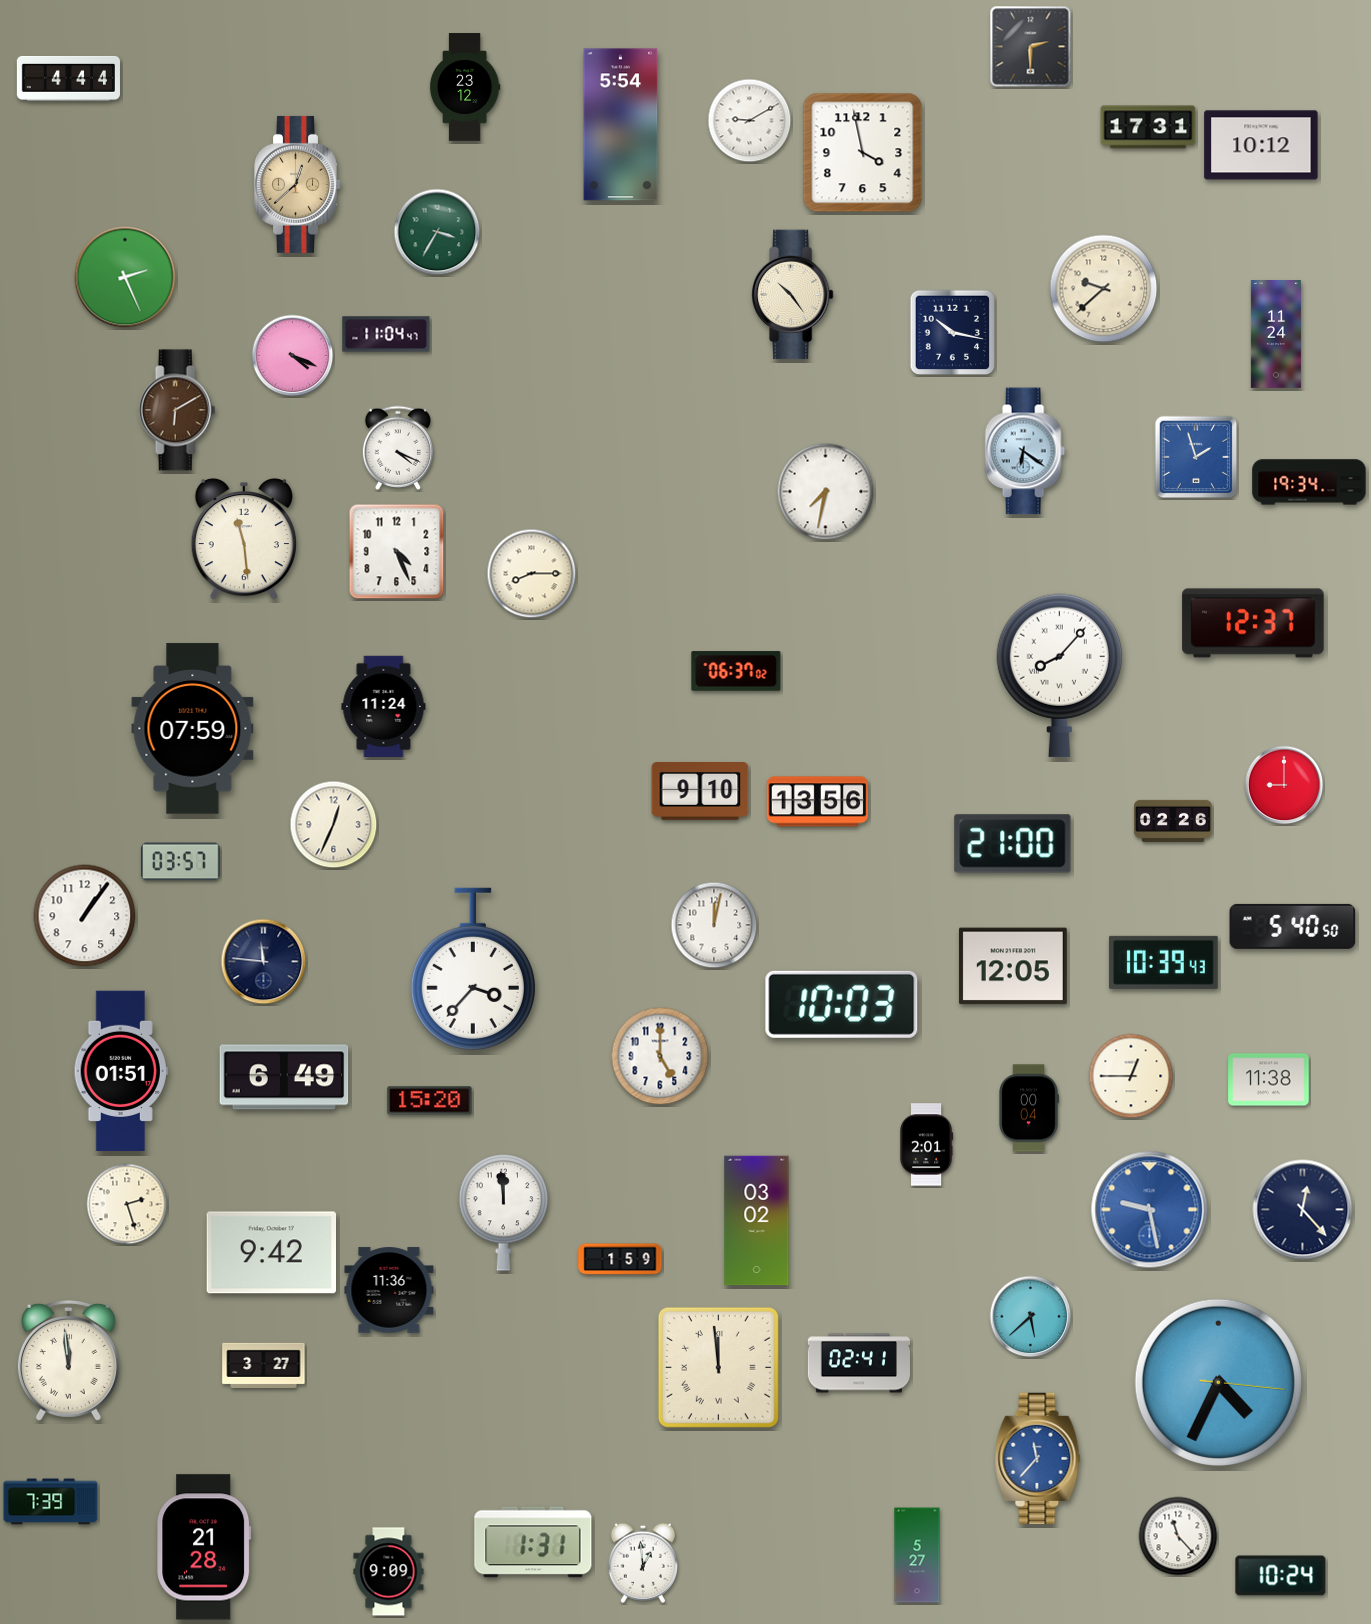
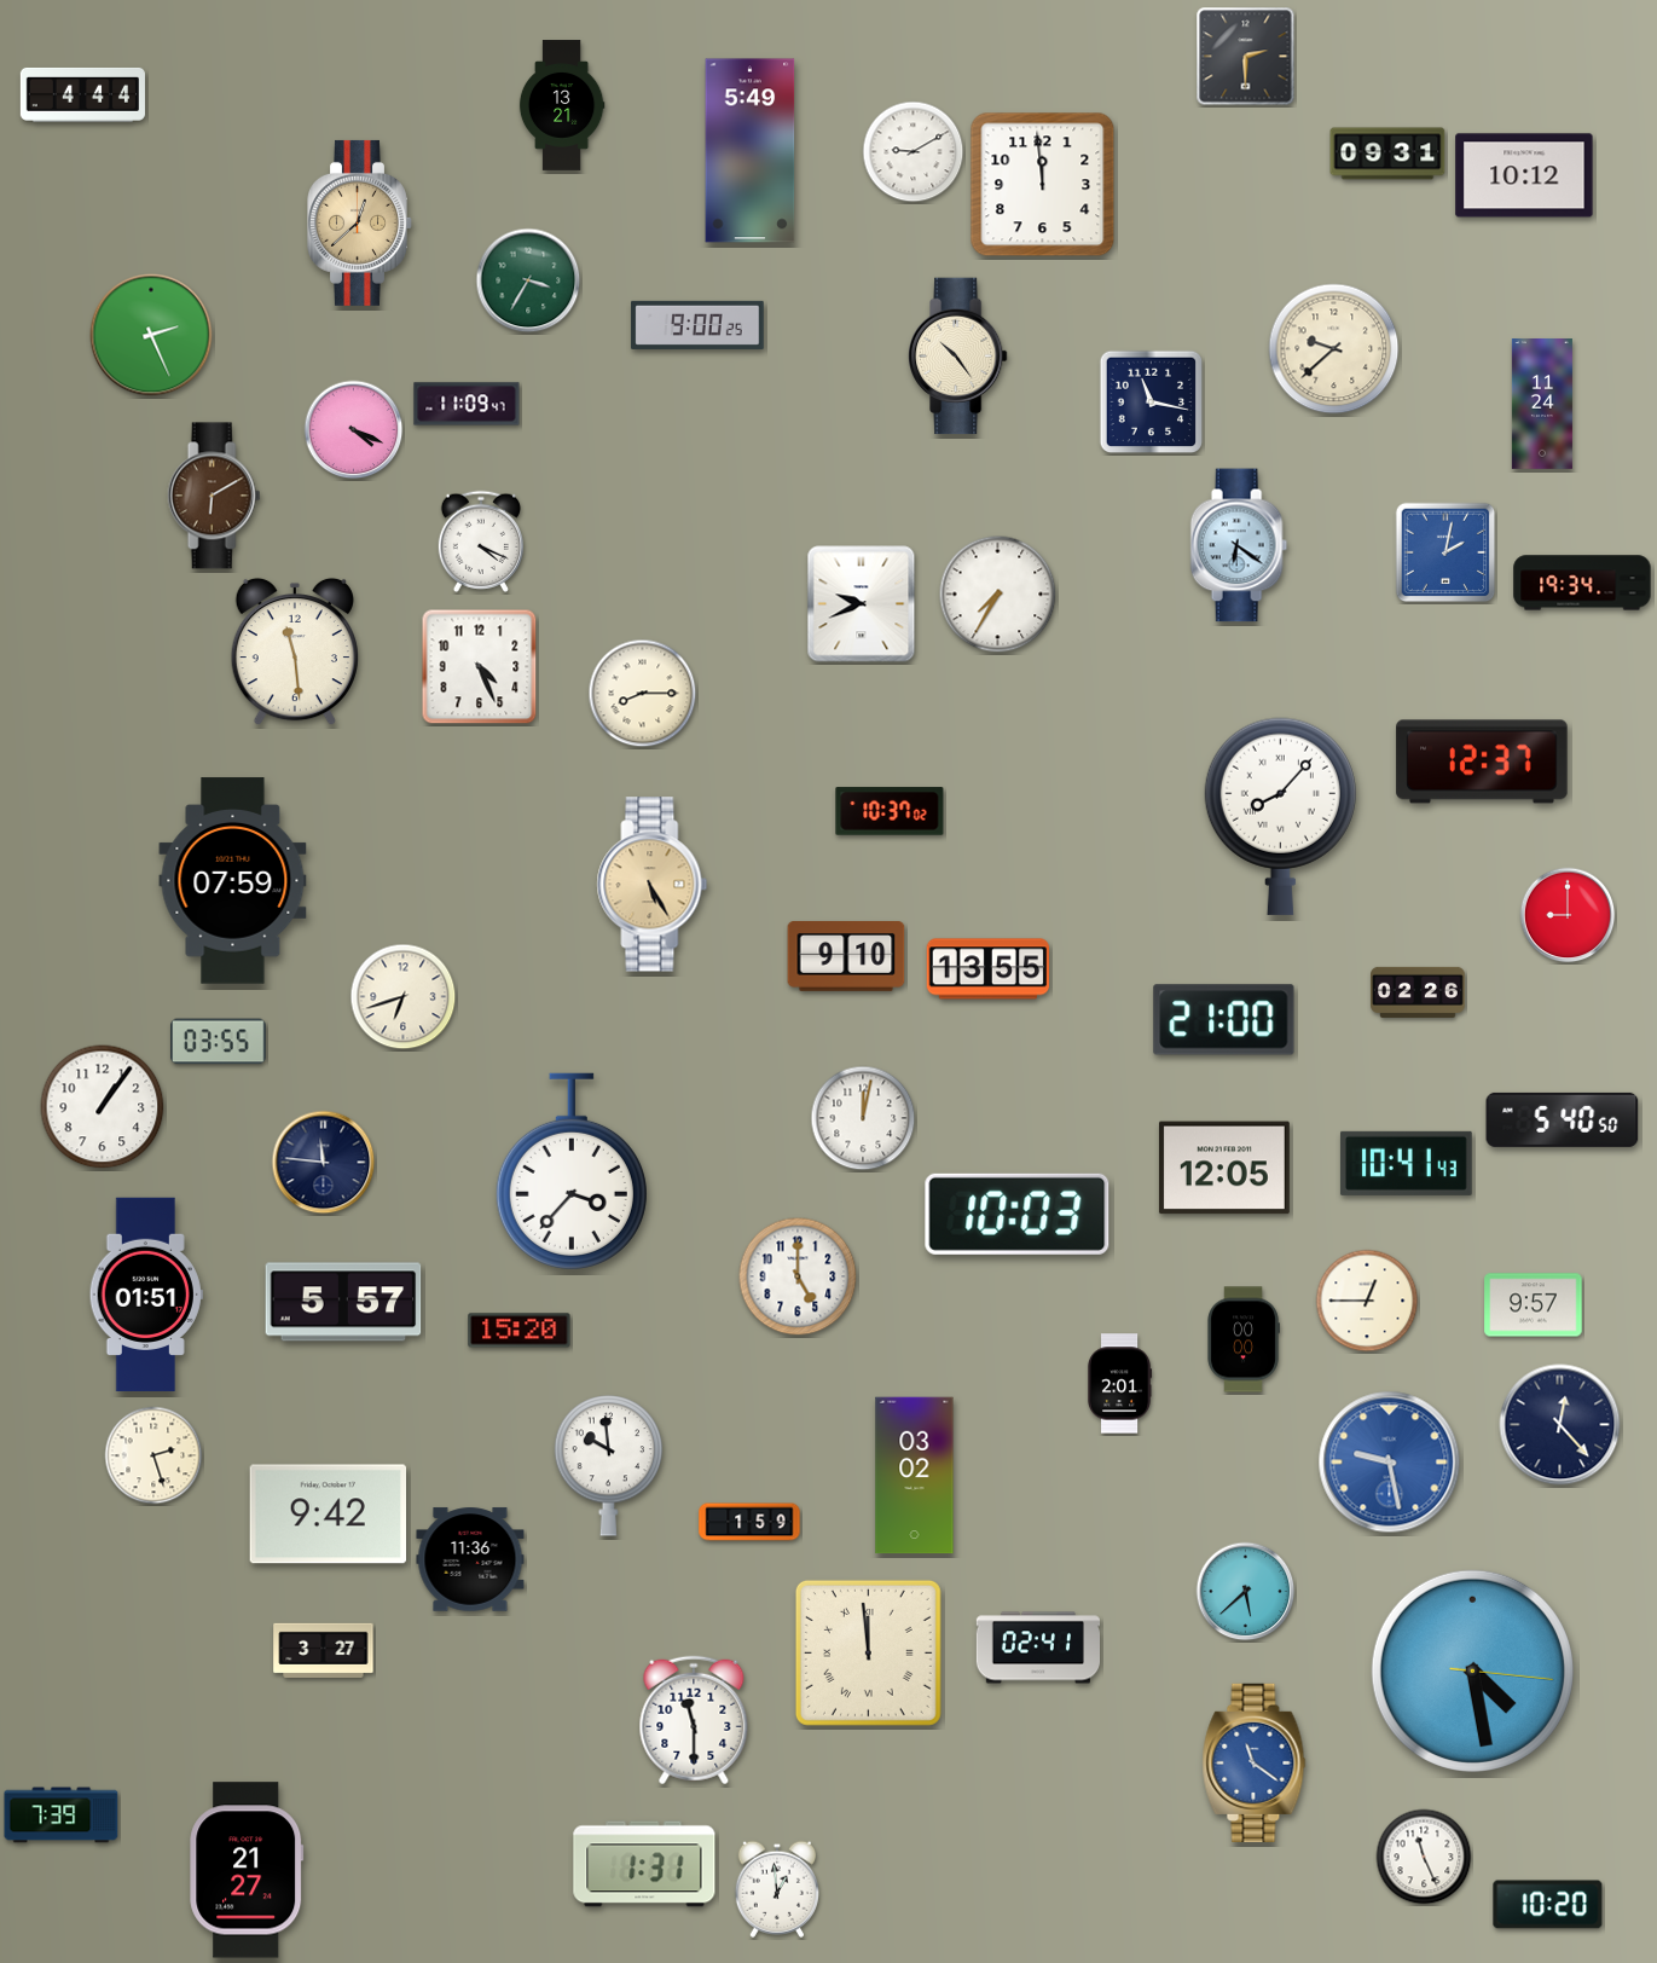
clock at (465, 87): 23:12 -> 13:21
clock at (750, 121) position: (750, 121) -> (914, 152)
clock at (621, 125): 5:54 -> 5:49
clock at (1148, 127): 17:31 -> 09:31
clock at (863, 153): 3:58 -> 11:59
clock at (697, 325): none -> 9:00
clock at (953, 333): 10:17 -> 11:17
clock at (386, 334): 11:04 -> 11:09
clock at (1196, 457): 1:57 -> 2:02
clock at (826, 492): 7:32 -> 7:35
clock at (862, 604): none -> 9:41
clock at (1253, 623) position: (1253, 623) -> (1482, 762)
clock at (736, 671): 06:37 -> 10:37
clock at (384, 707): 11:24 -> none
clock at (653, 885): none -> 5:25
clock at (1284, 785) position: (1284, 785) -> (1568, 915)
clock at (818, 802): 13:56 -> 13:55
clock at (334, 825): 12:34 -> 6:42
clock at (181, 862): 03:57 -> 03:55
clock at (264, 962) position: (264, 962) -> (324, 1163)
clock at (1163, 962): 10:39 -> 10:41
clock at (284, 1077): 6:49 -> 5:57
clock at (1269, 1080): 11:38 -> 9:57
clock at (1029, 1108): 00:04 -> 00:00
clock at (1303, 1210) position: (1303, 1210) -> (1560, 1425)
clock at (504, 1213): 11:59 -> 9:59
clock at (68, 1360): 11:59 -> none
clock at (264, 1365) position: (264, 1365) -> (324, 1650)
clock at (1218, 1382): 4:34 -> 4:28
clock at (694, 1720): none -> 11:30
clock at (1038, 1458): 11:37 -> 11:21
clock at (1178, 1536): 11:23 -> 11:26
clock at (204, 1547): 21:28 -> 21:27
clock at (917, 1555): 5:27 -> none
clock at (389, 1572): 9:09 -> none
clock at (1281, 1576): 10:24 -> 10:20
